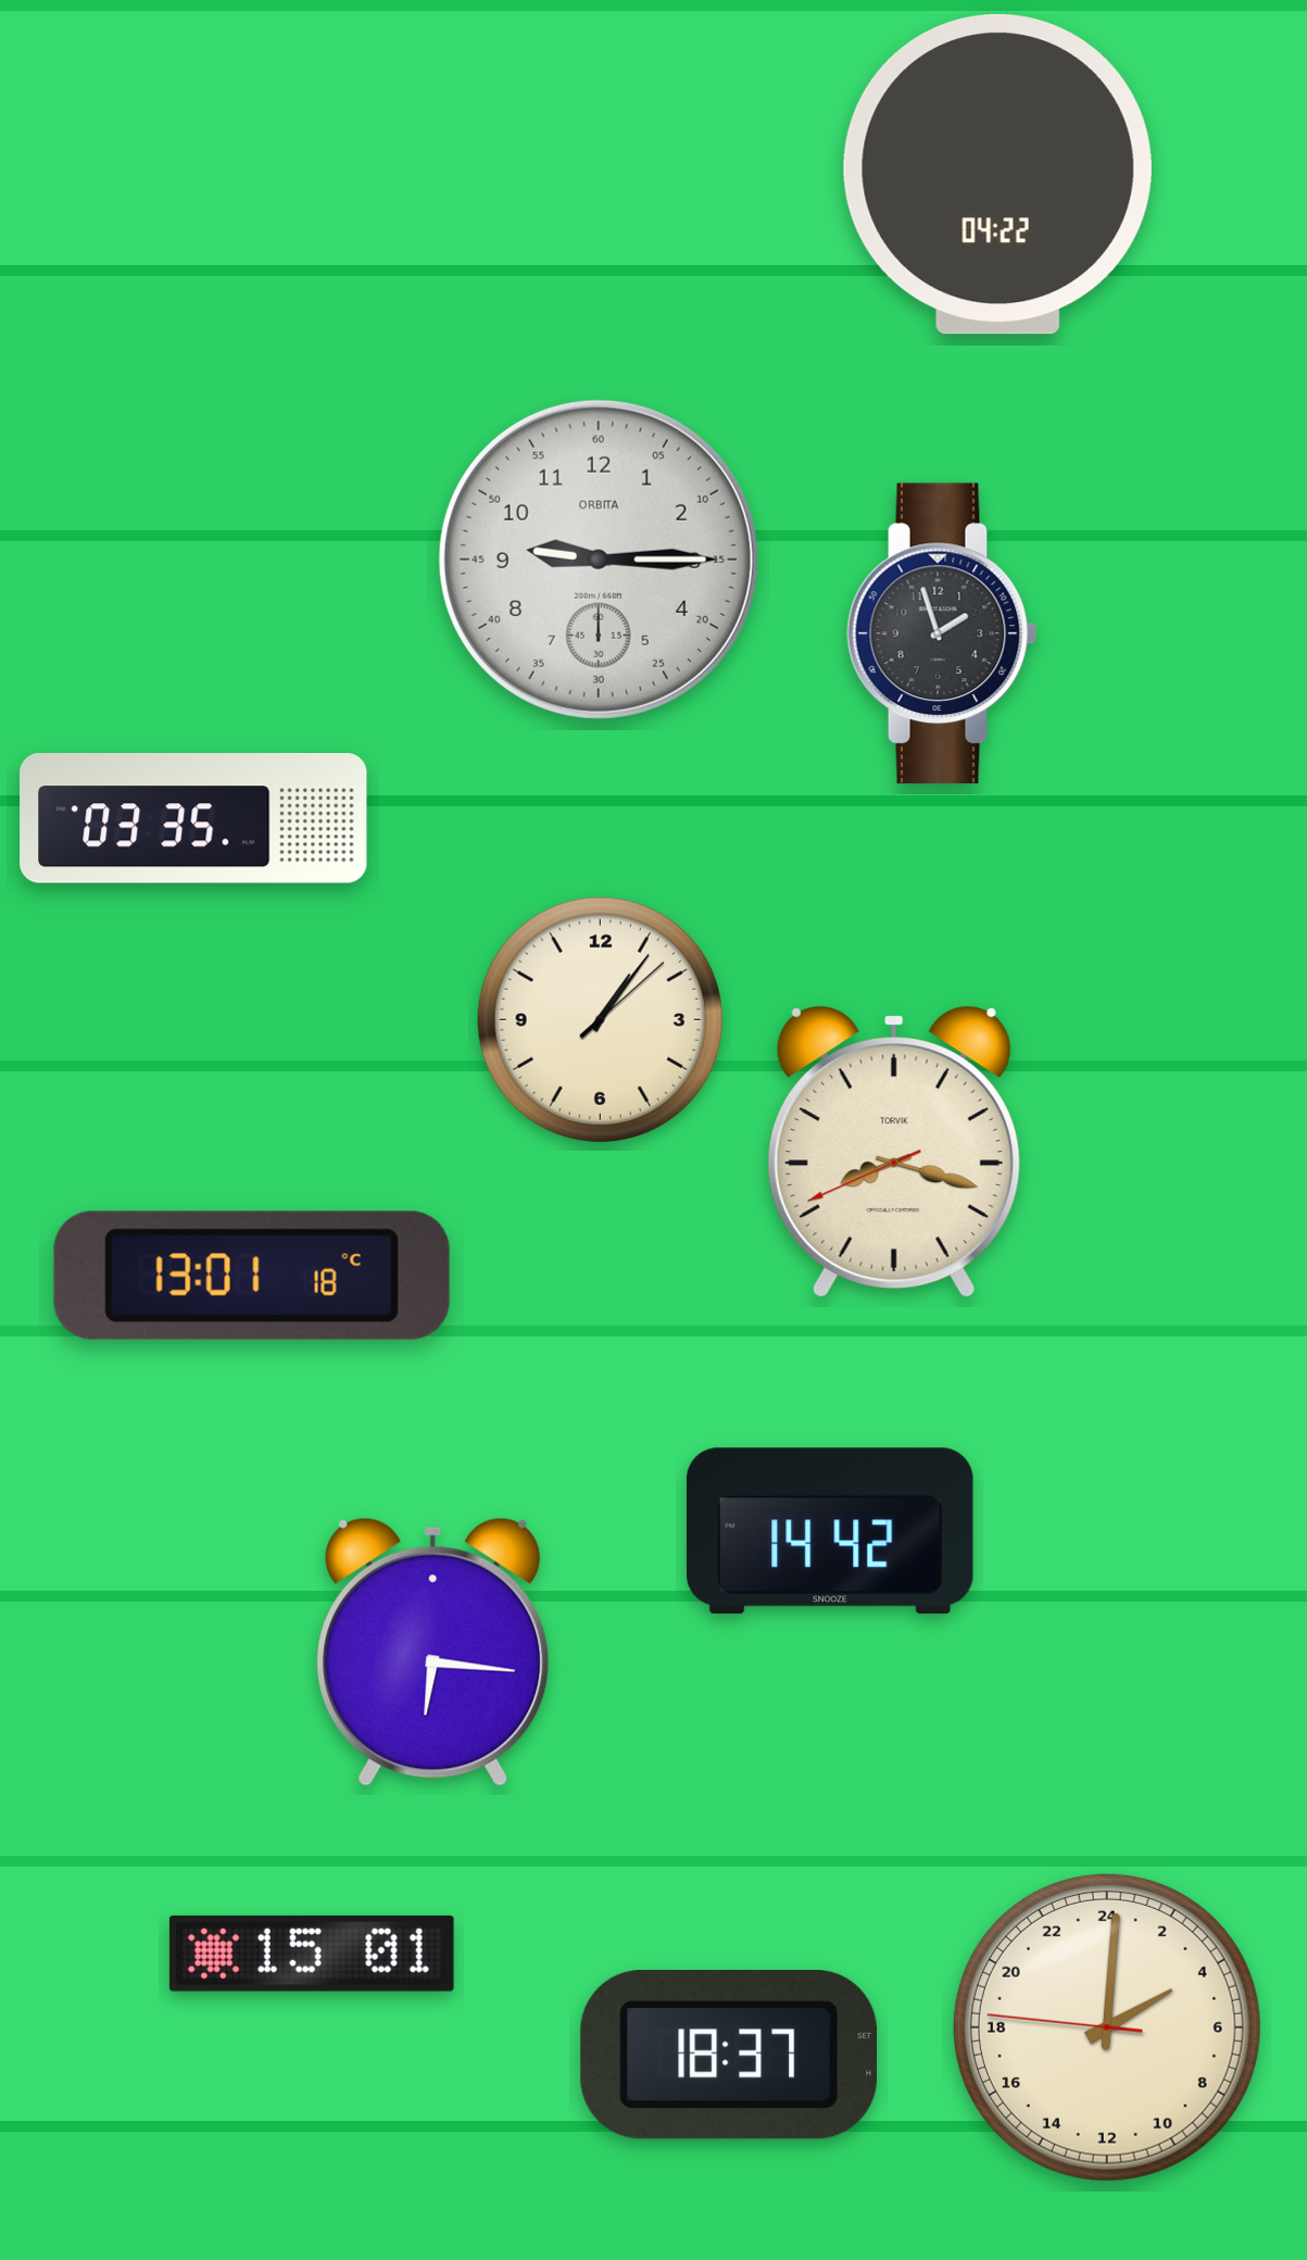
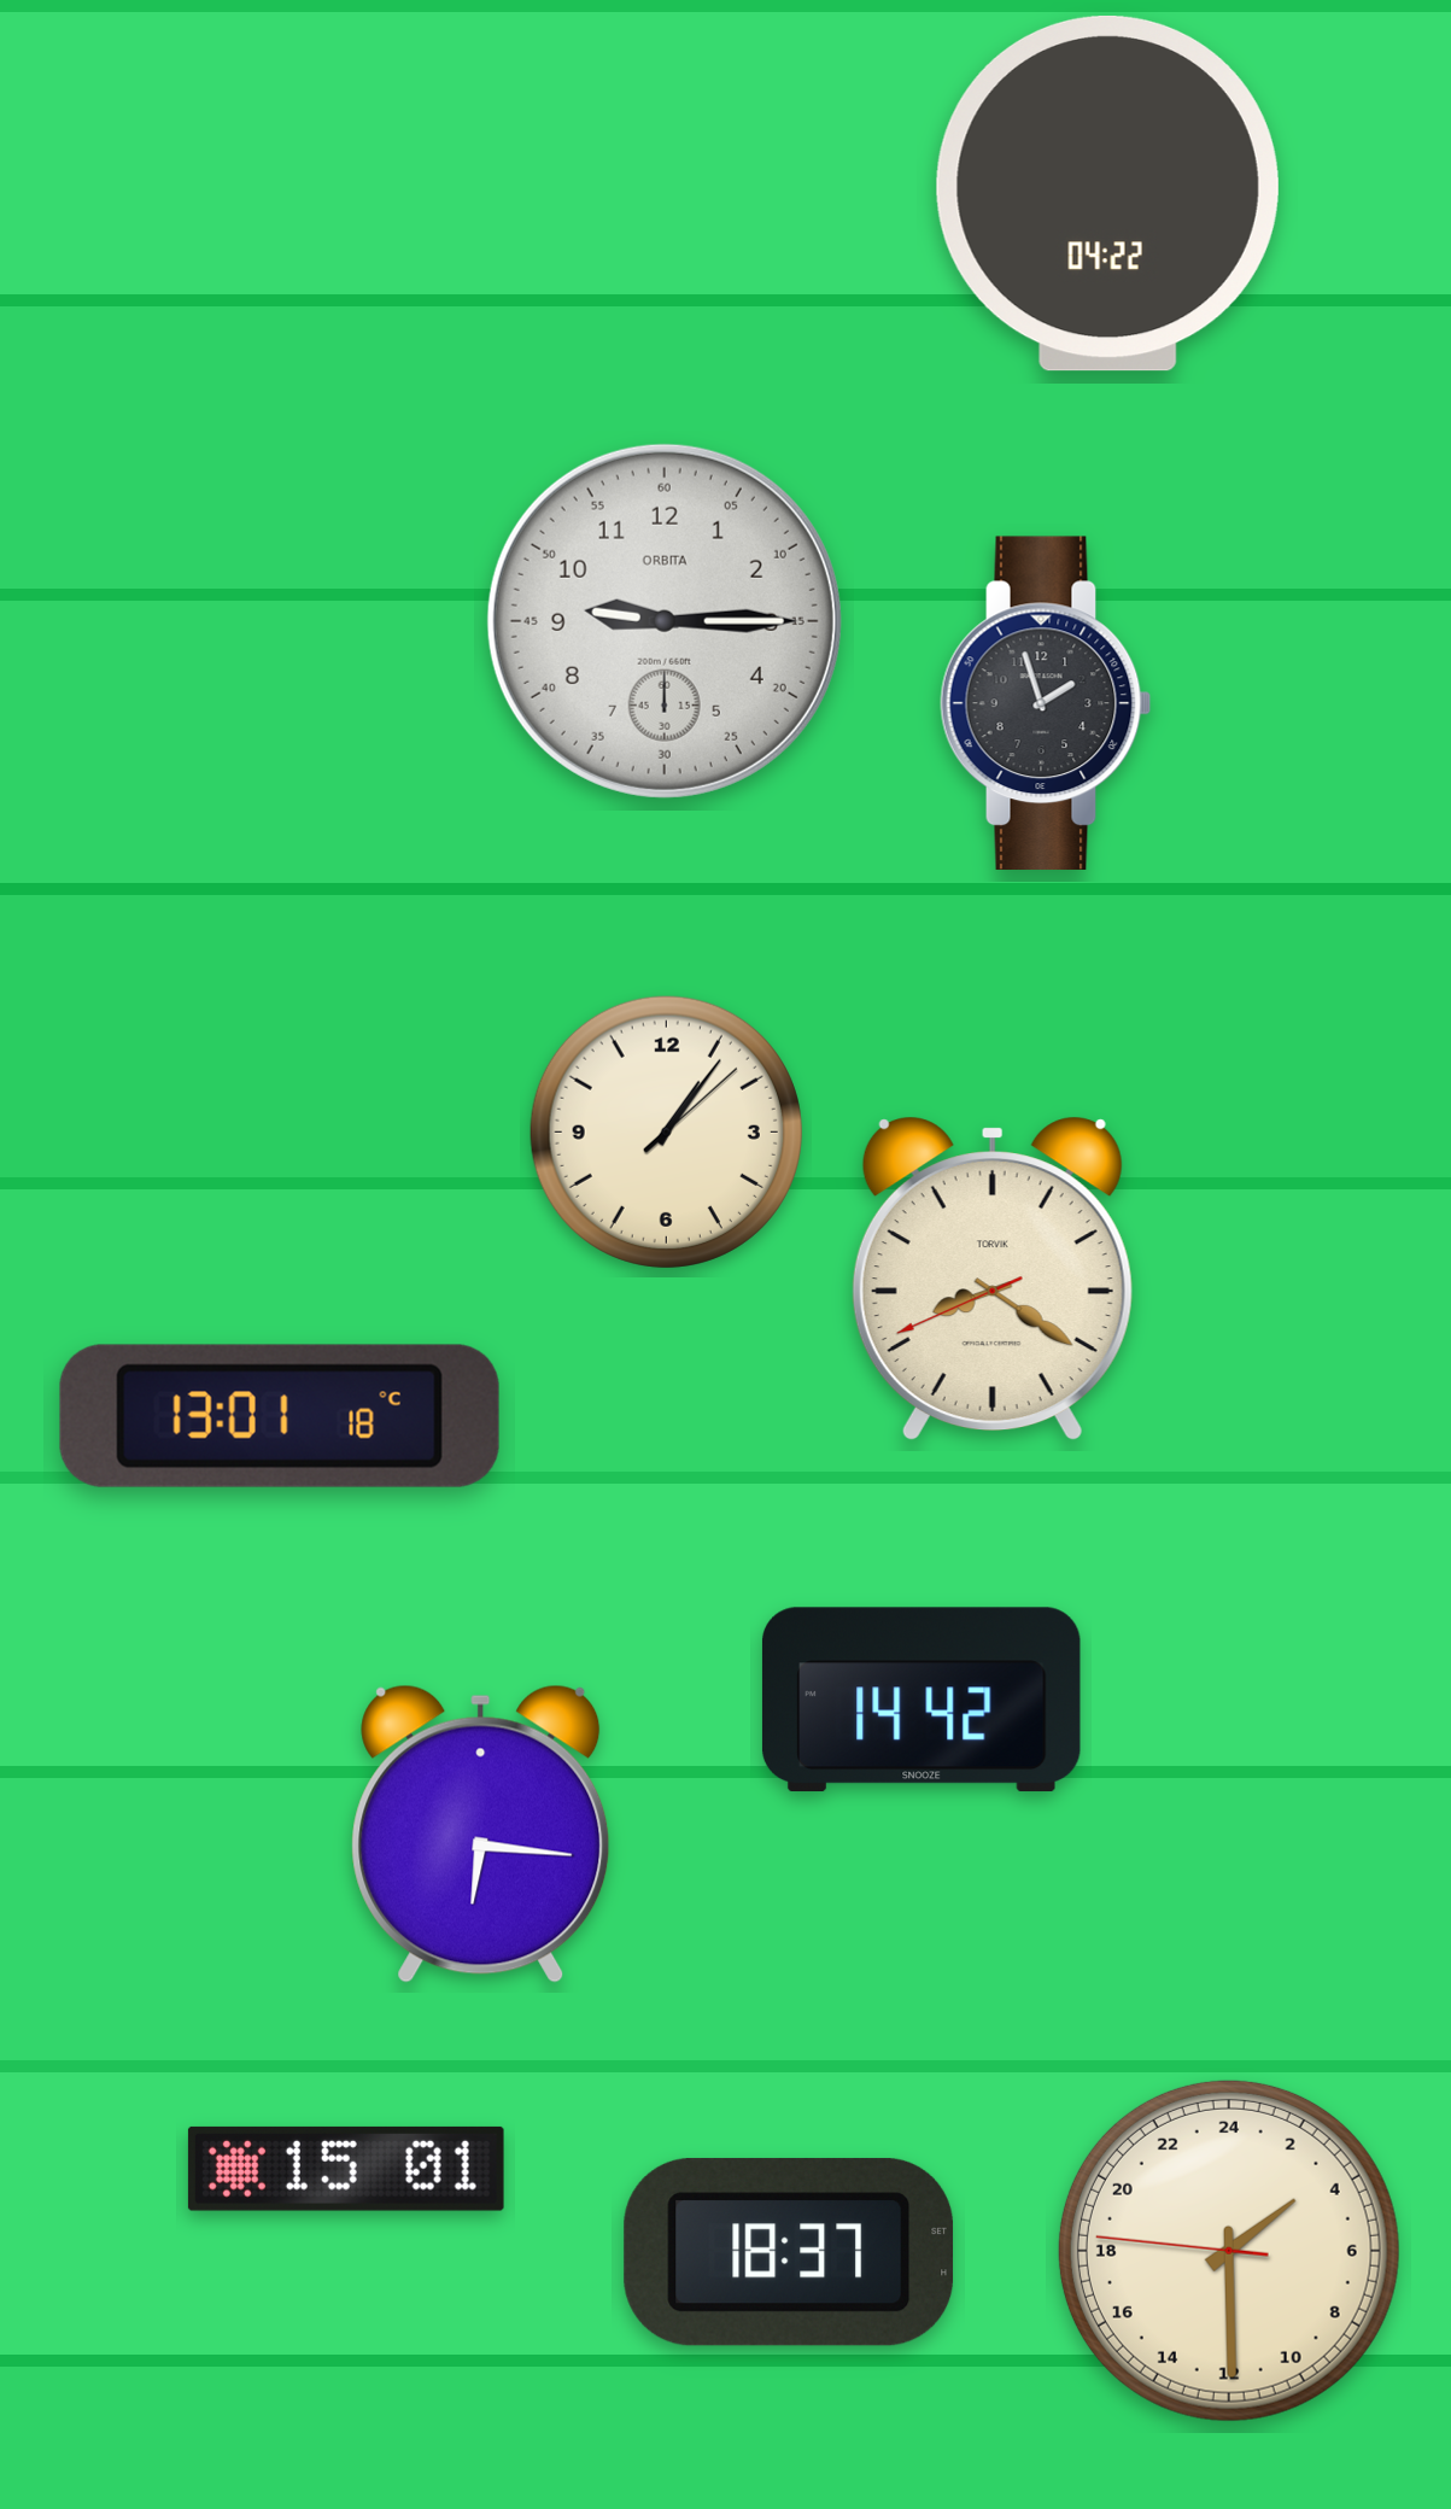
clock at (193, 819): 03:35 -> none
clock at (894, 1152): 8:17 -> 8:20
clock at (1107, 2027): 4:00 -> 3:29
clock at (729, 2055) position: (729, 2055) -> (789, 2252)
